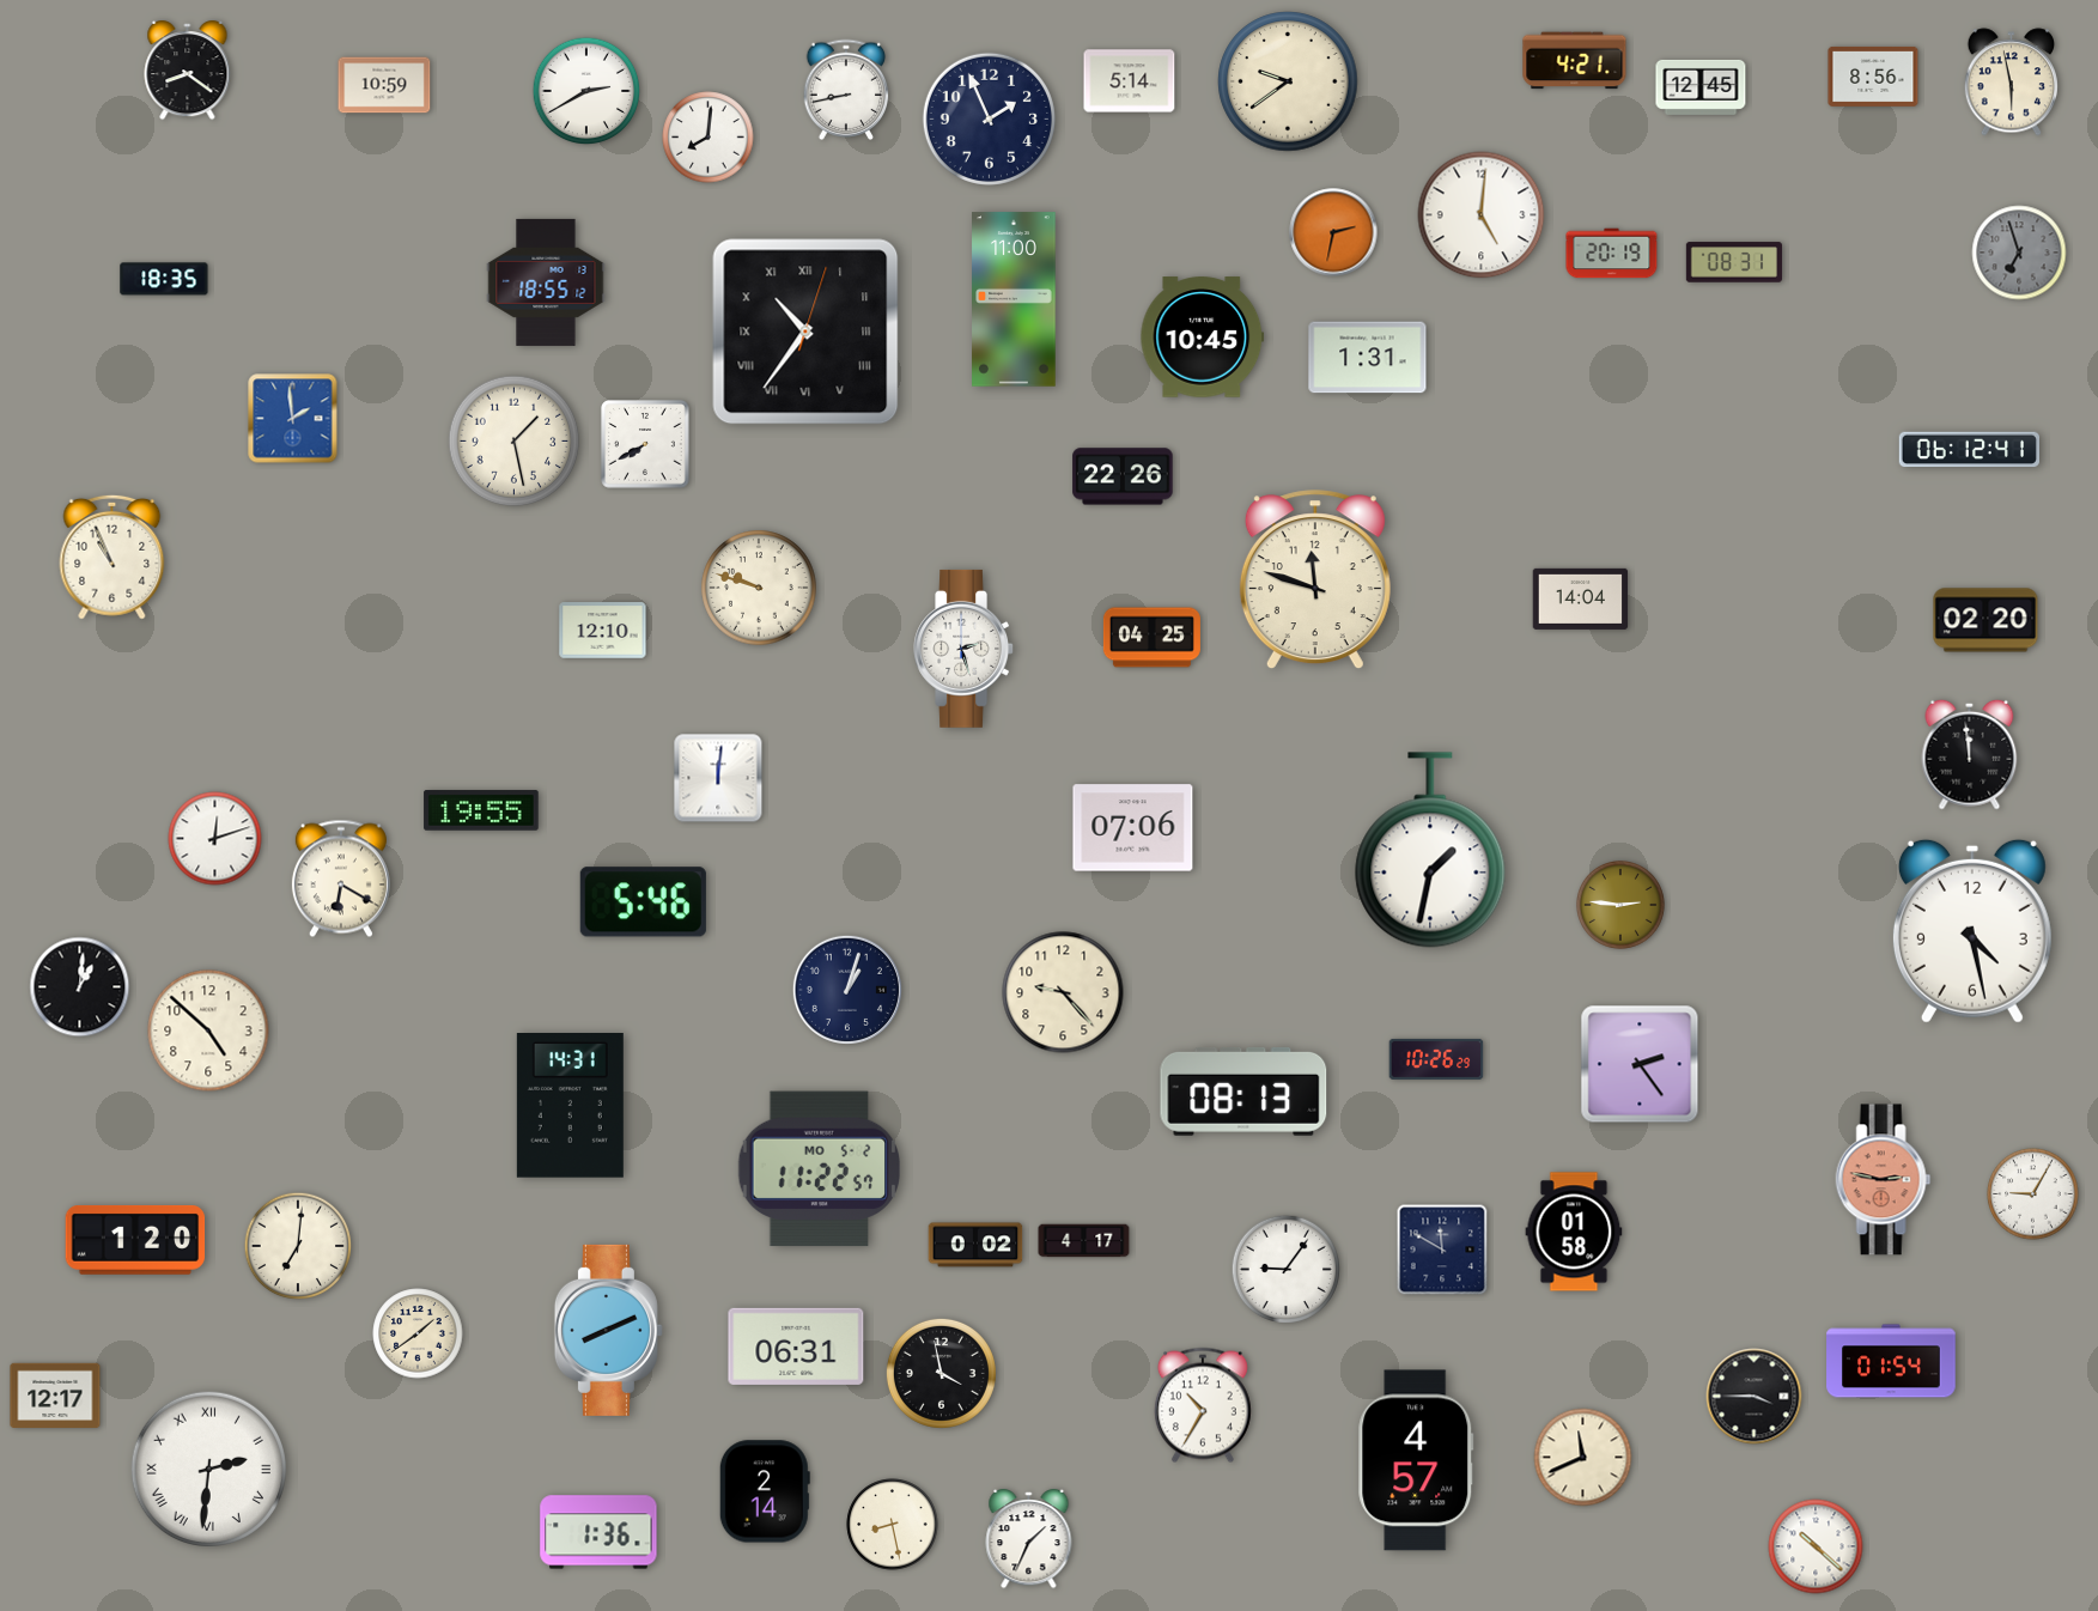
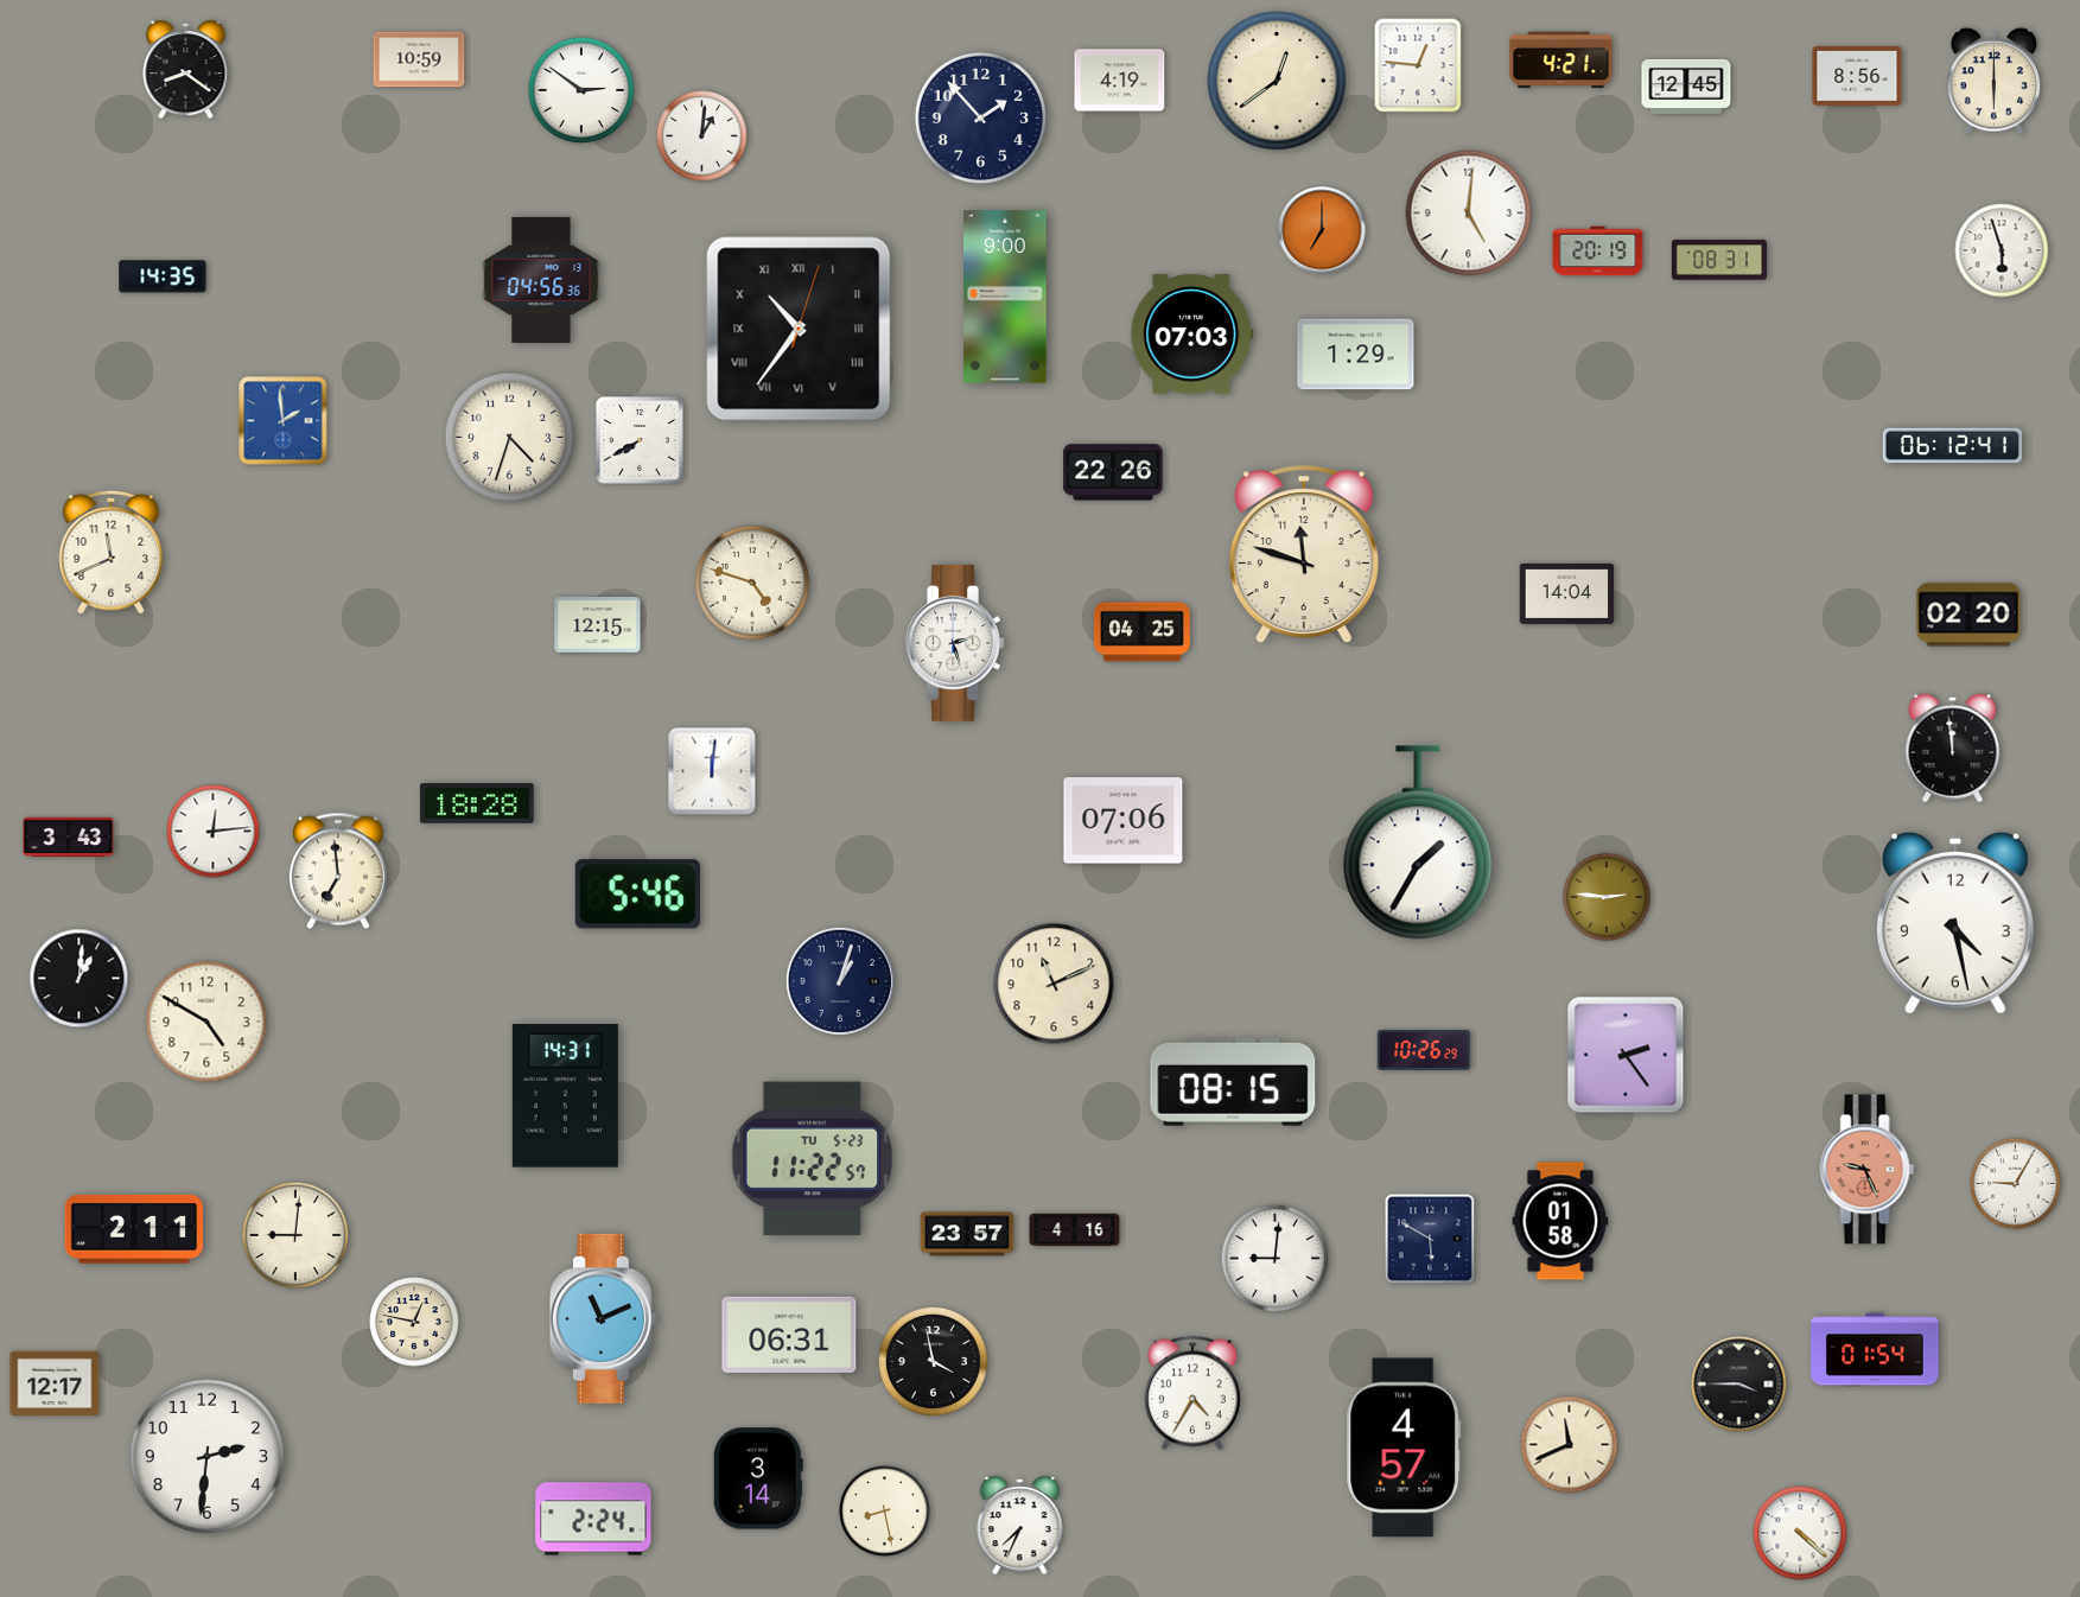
clock at (1418, 65): none -> 12:46
clock at (1130, 81): 5:14 -> 4:19
clock at (1288, 81): 9:39 -> 12:39
clock at (2011, 83): 5:58 -> 6:00
clock at (384, 85) position: (384, 85) -> (419, 59)
clock at (846, 89): 8:43 -> none
clock at (586, 91): 2:40 -> 2:51
clock at (989, 118): 1:56 -> 1:53
clock at (709, 138): 8:01 -> 1:01
clock at (1333, 232): 2:32 -> 7:00
clock at (2019, 253): 6:57 -> 5:57
clock at (2019, 253) dial: grey -> white
clock at (164, 279): 18:35 -> 14:35
clock at (546, 282): 18:55 -> 04:56
clock at (1014, 299): 11:00 -> 9:00
clock at (1203, 338): 10:45 -> 07:03
clock at (1368, 358): 1:31 -> 1:29
clock at (293, 419) position: (293, 419) -> (284, 421)
clock at (515, 442): 1:28 -> 4:33
clock at (112, 557): 10:56 -> 11:41
clock at (1315, 580) position: (1315, 580) -> (1304, 555)
clock at (759, 588): 9:48 -> 4:48
clock at (603, 631): 12:10 -> 12:15
clock at (481, 810): 19:55 -> 18:28
clock at (215, 839): 12:12 -> 12:14
clock at (69, 836): none -> 3:43
clock at (1430, 850): 1:32 -> 1:35
clock at (341, 879): 6:20 -> 6:59
clock at (1063, 992): 9:23 -> 11:11
clock at (208, 1031): 4:52 -> 4:50
clock at (1243, 1092): 08:13 -> 08:15
clock at (820, 1169) date: MO 5-2 -> TU 5-23
clock at (1884, 1180): 2:47 -> 9:26
clock at (135, 1241): 1:20 -> 2:11
clock at (1084, 1241): 4:17 -> 4:16
clock at (975, 1245): 0:02 -> 23:57
clock at (298, 1246): 7:01 -> 9:01
clock at (1442, 1250): 11:50 -> 5:50
clock at (1285, 1269): 9:06 -> 9:01
clock at (608, 1330): 8:11 -> 11:11
clock at (418, 1333): 1:39 -> 12:47
clock at (1203, 1405): 10:35 -> 4:35
clock at (208, 1469) numerals: Roman -> Arabic
clock at (765, 1491): 2:14 -> 3:14
clock at (598, 1532): 1:36 -> 2:24
clock at (1029, 1540): 1:34 -> 7:34
clock at (1816, 1546): 10:22 -> 4:22
